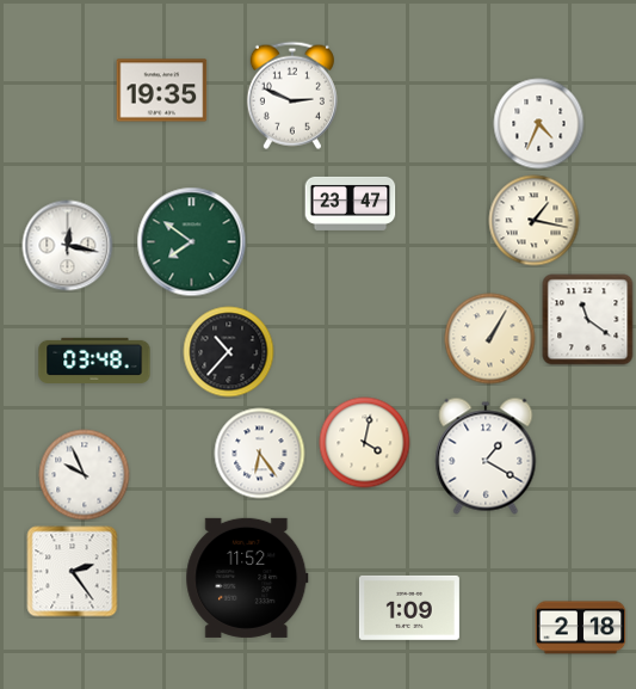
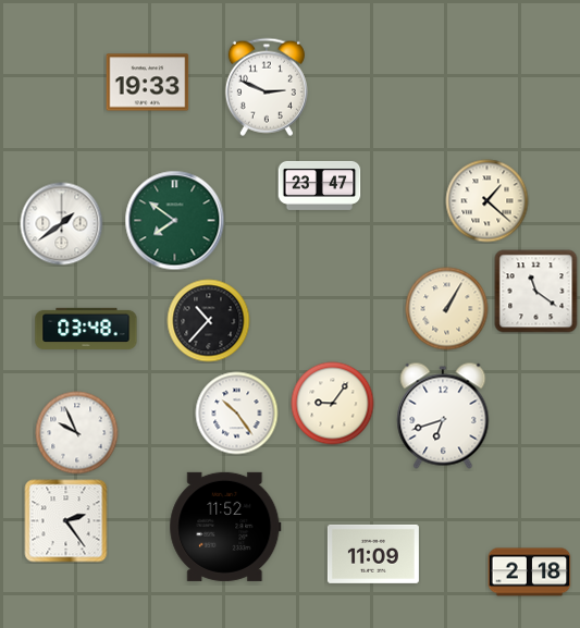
clock at (162, 91): 19:35 -> 19:33
clock at (539, 124): 4:34 -> none
clock at (535, 221): 1:17 -> 1:22
clock at (68, 246): 12:17 -> 1:39
clock at (365, 443): 4:02 -> 9:06
clock at (260, 454): 6:24 -> 10:24
clock at (486, 456): 1:20 -> 6:42
clock at (409, 608): 1:09 -> 11:09
